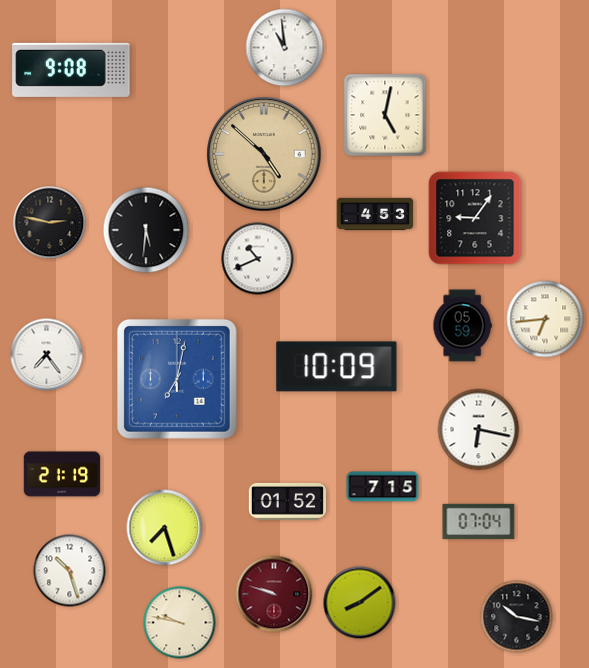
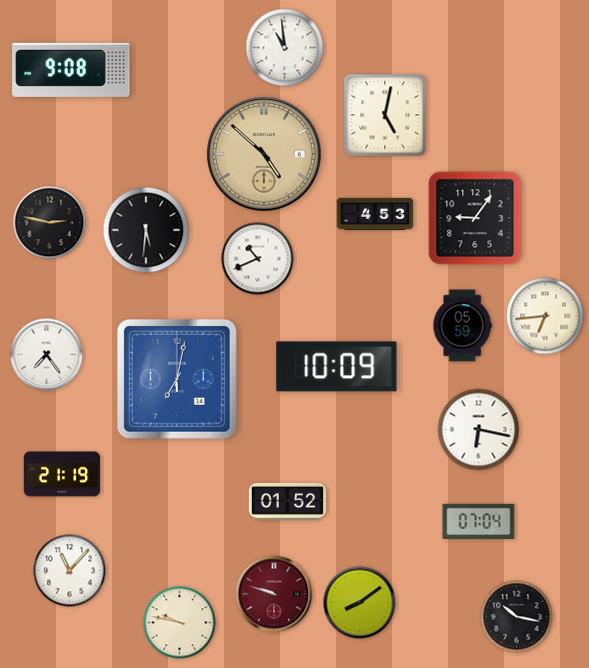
clock at (545, 319) position: (545, 319) -> (545, 316)
clock at (383, 487): 7:15 -> none
clock at (165, 528): 7:27 -> none
clock at (70, 571): 10:27 -> 11:07
